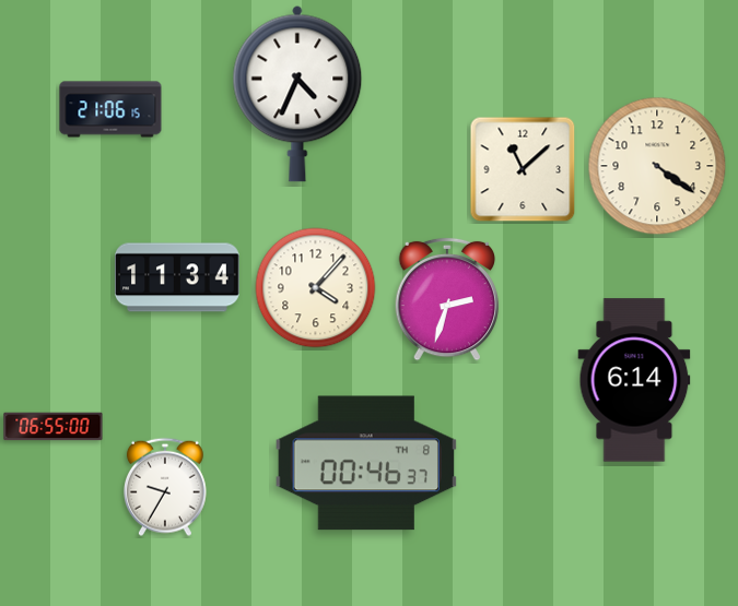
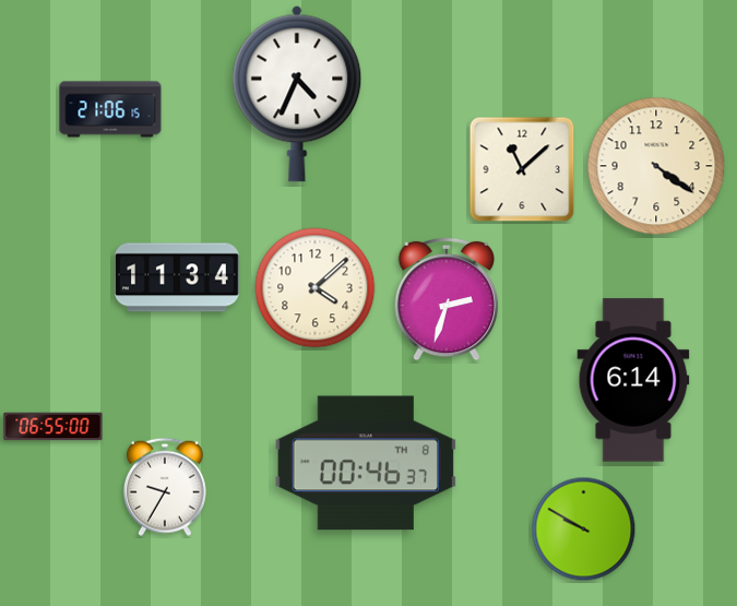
clock at (316, 288): 4:07 -> 4:08
clock at (584, 530): none -> 9:50
